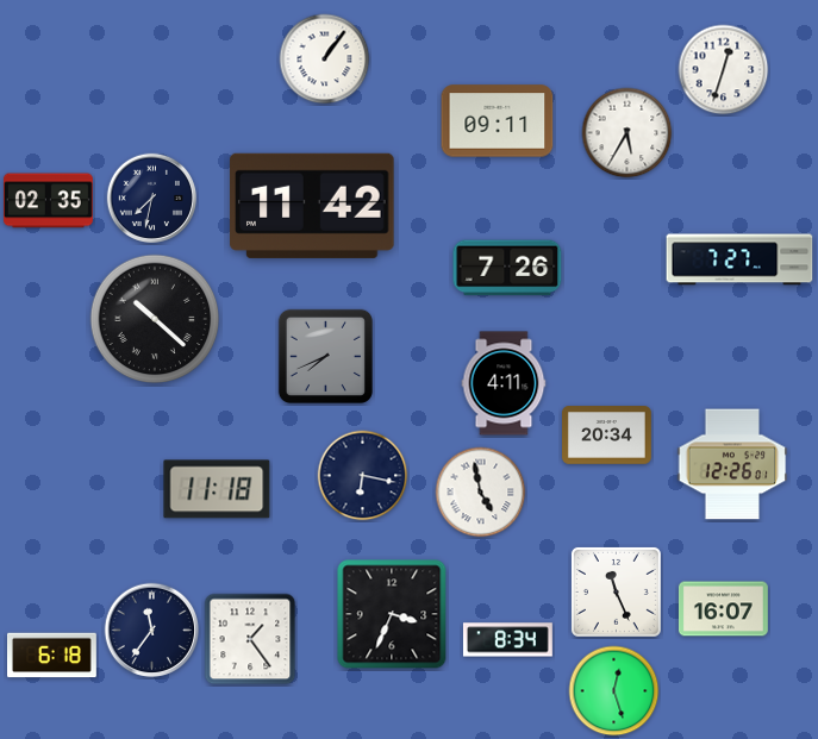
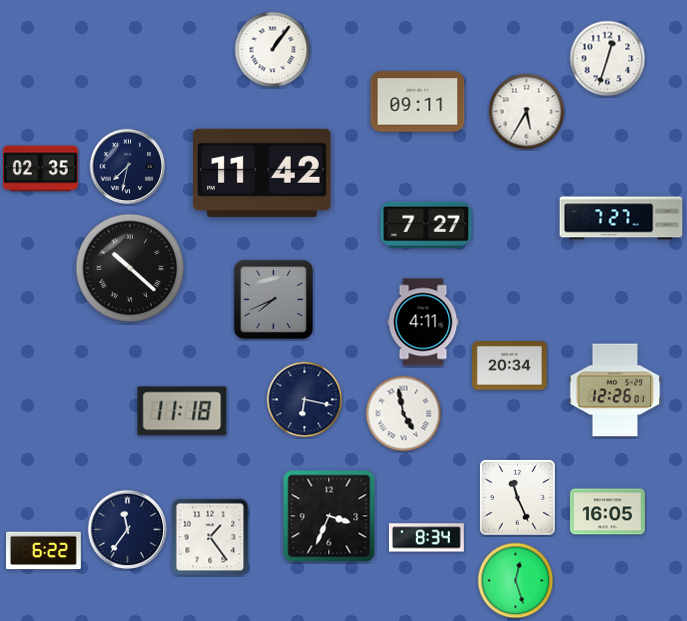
clock at (507, 268): 7:26 -> 7:27
clock at (723, 609): 16:07 -> 16:05
clock at (52, 656): 6:18 -> 6:22
